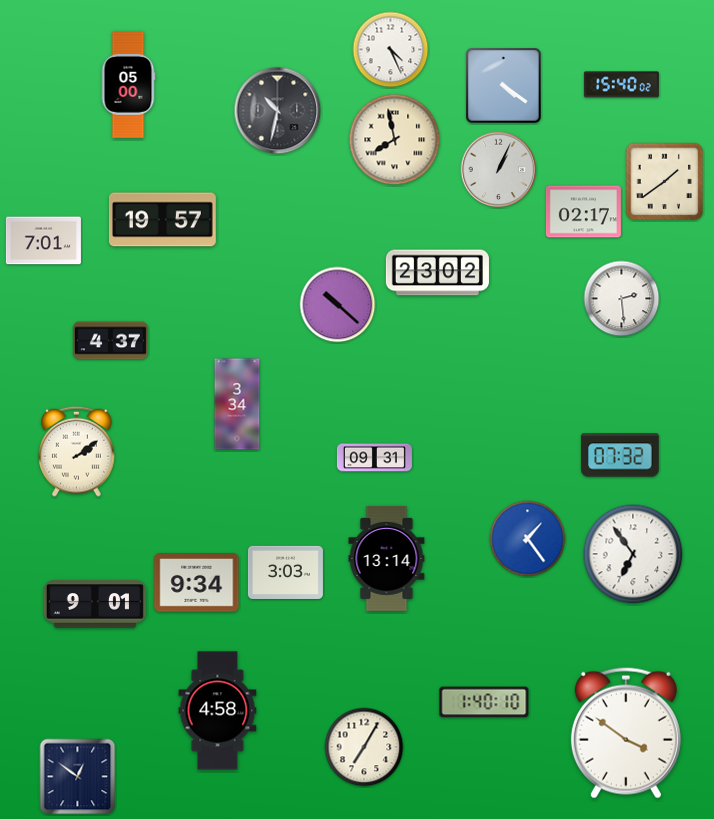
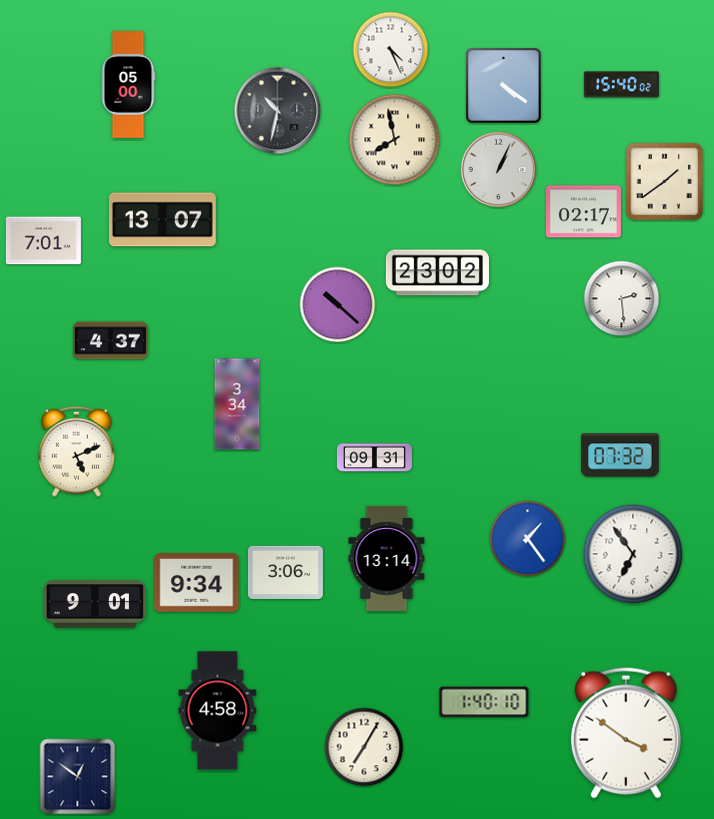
clock at (162, 220): 19:57 -> 13:07
clock at (77, 451): 2:09 -> 5:11
clock at (285, 572): 3:03 -> 3:06
